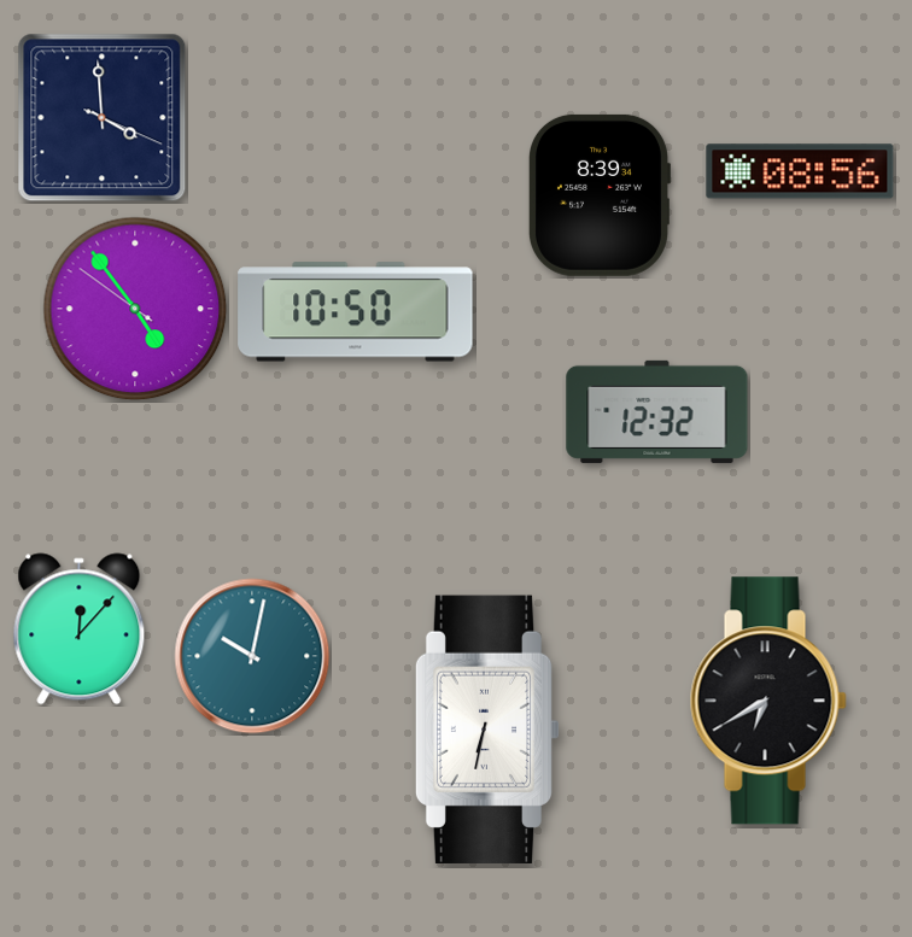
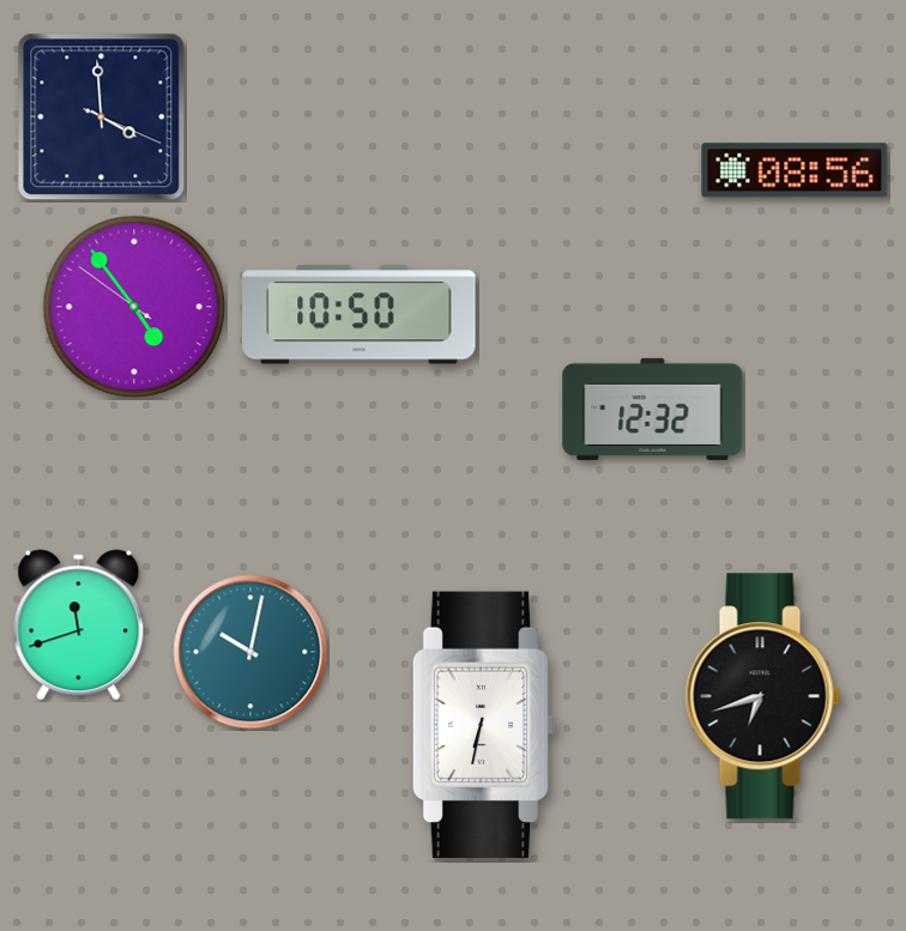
clock at (598, 195): 8:39 -> none
clock at (356, 312) position: (356, 312) -> (360, 315)
clock at (80, 629): 12:07 -> 11:42
clock at (768, 701): 6:40 -> 6:42
